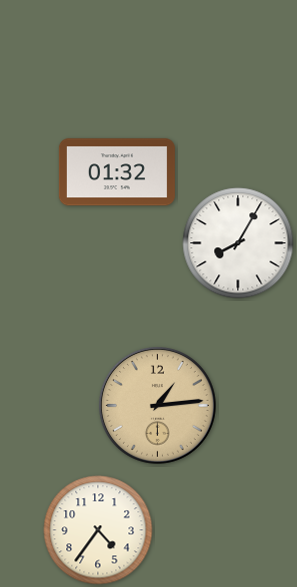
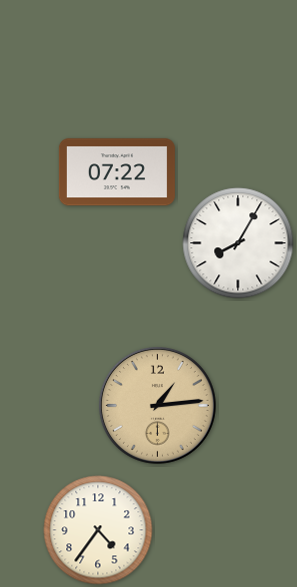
clock at (117, 172): 01:32 -> 07:22
